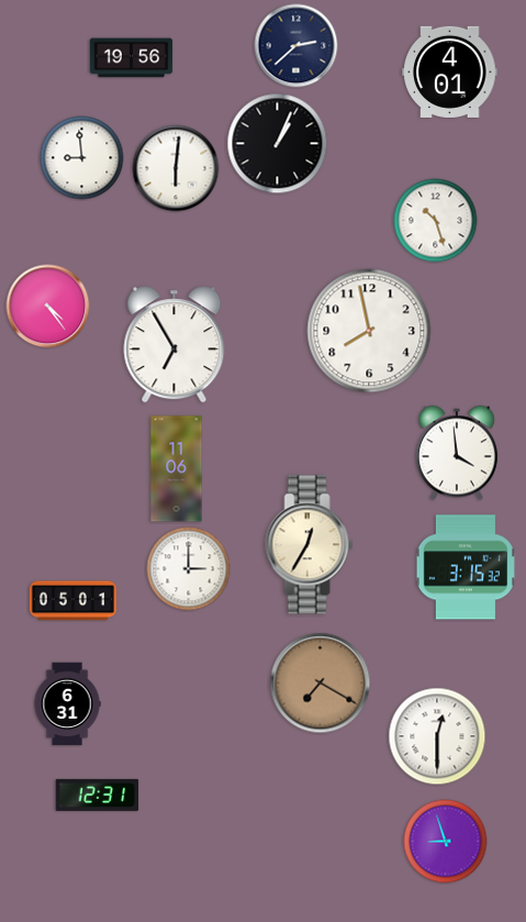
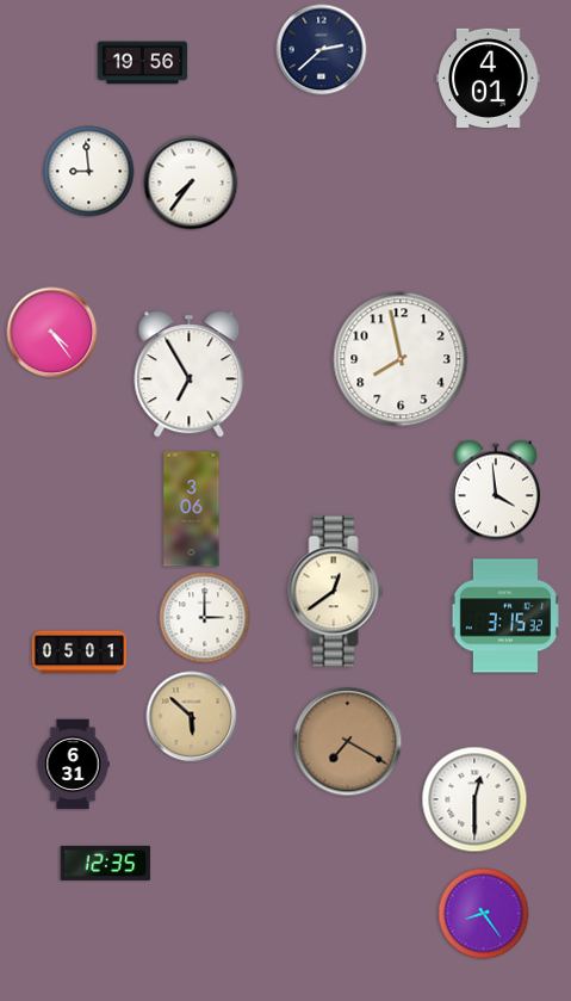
clock at (278, 144): 1:04 -> none
clock at (176, 168): 6:01 -> 7:36
clock at (436, 221): 10:27 -> none
clock at (177, 469): 11:06 -> 3:06
clock at (310, 545): 12:35 -> 12:39
clock at (192, 717): none -> 5:52
clock at (98, 795): 12:31 -> 12:35
clock at (446, 842): 8:57 -> 8:24
